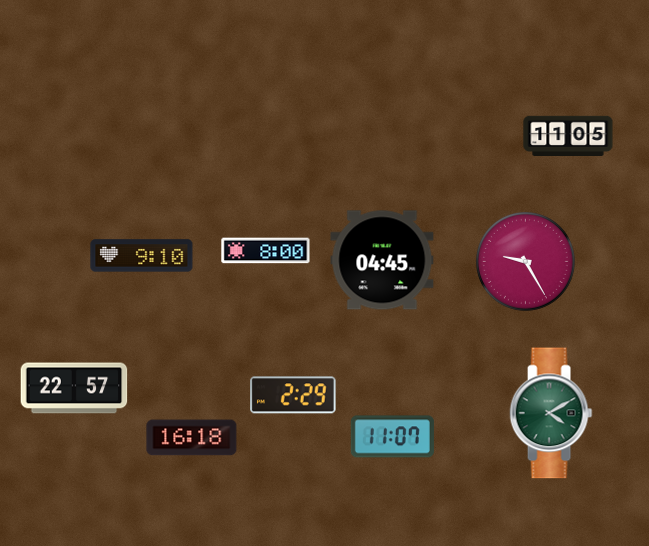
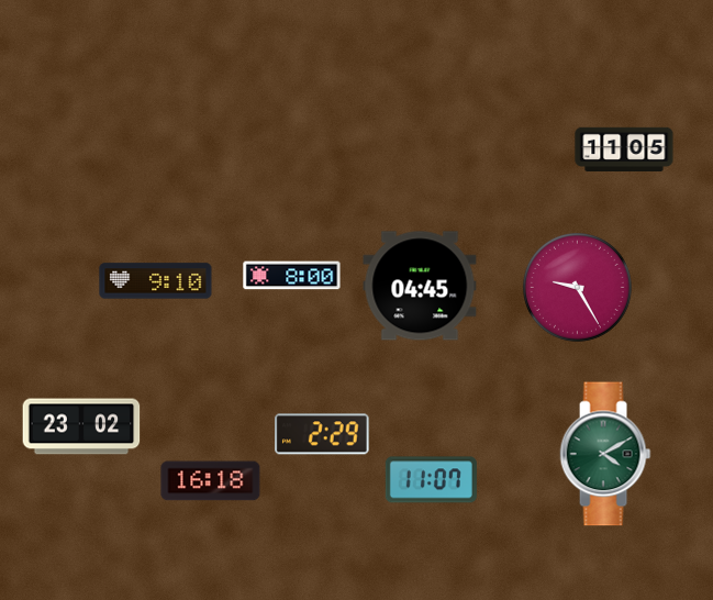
clock at (74, 388): 22:57 -> 23:02
